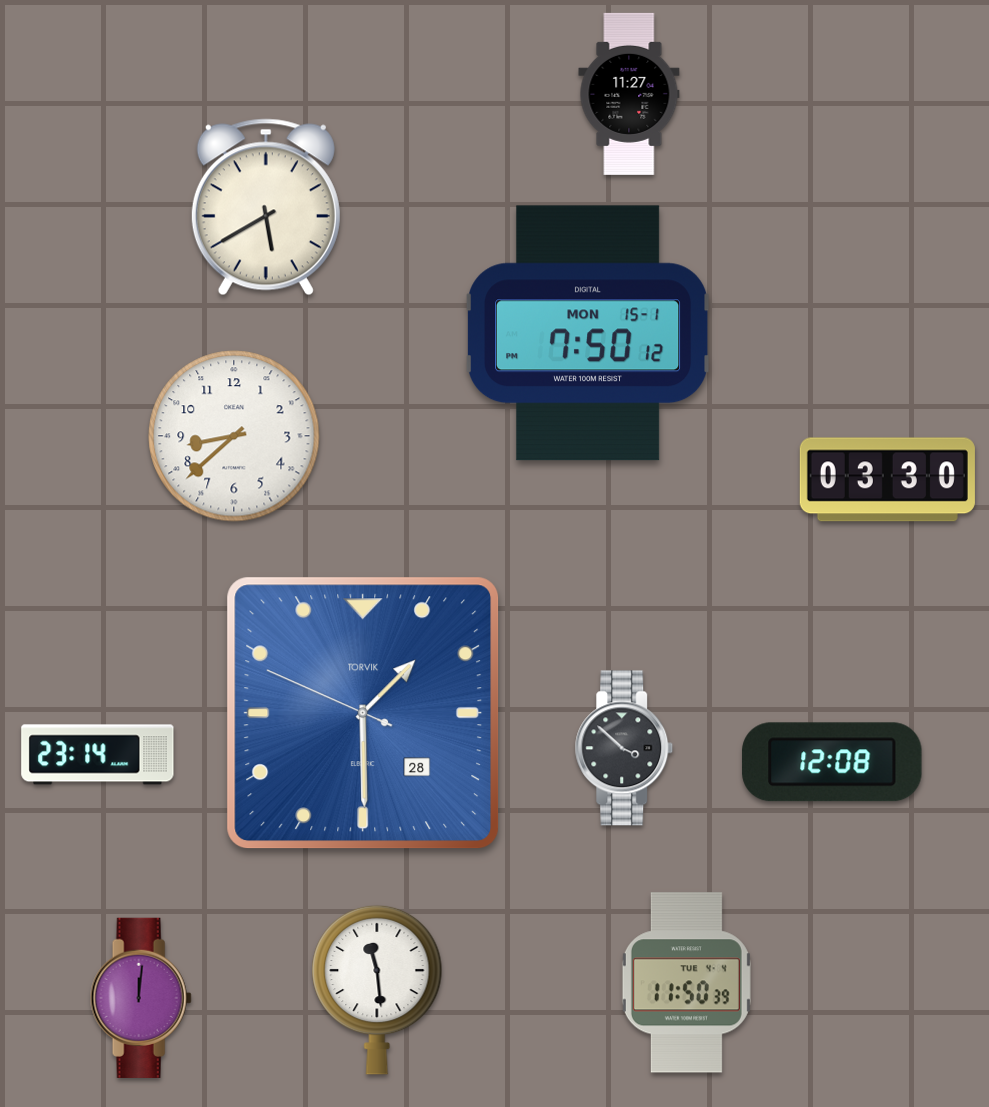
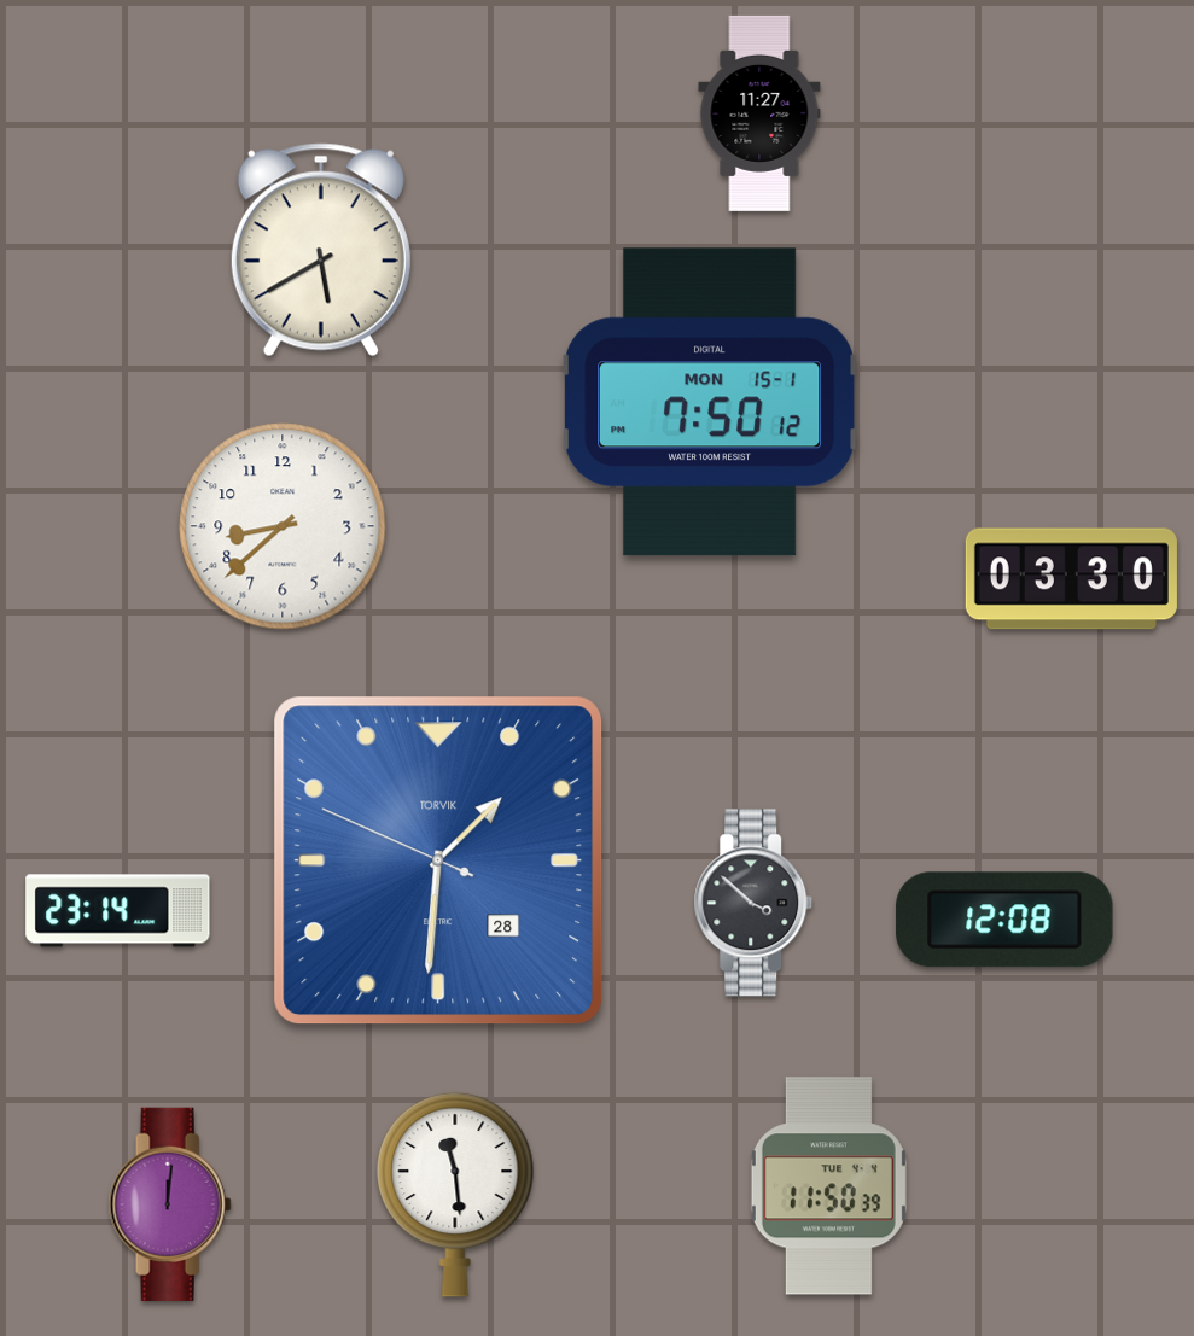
clock at (363, 713): 1:29 -> 1:30
